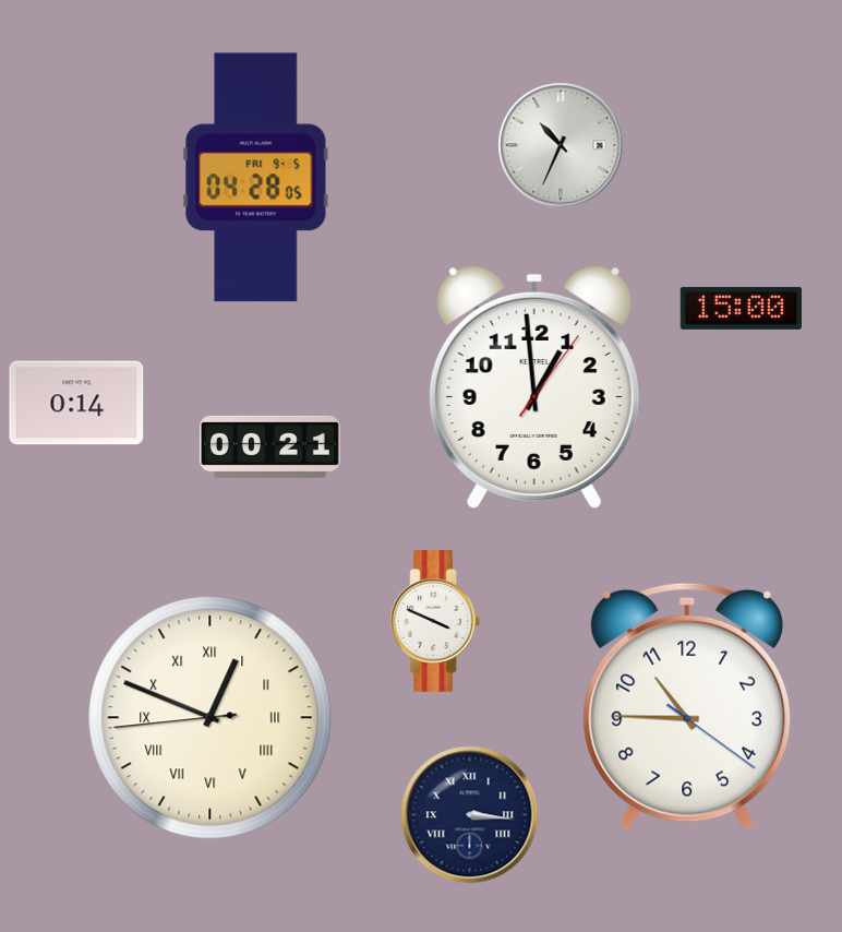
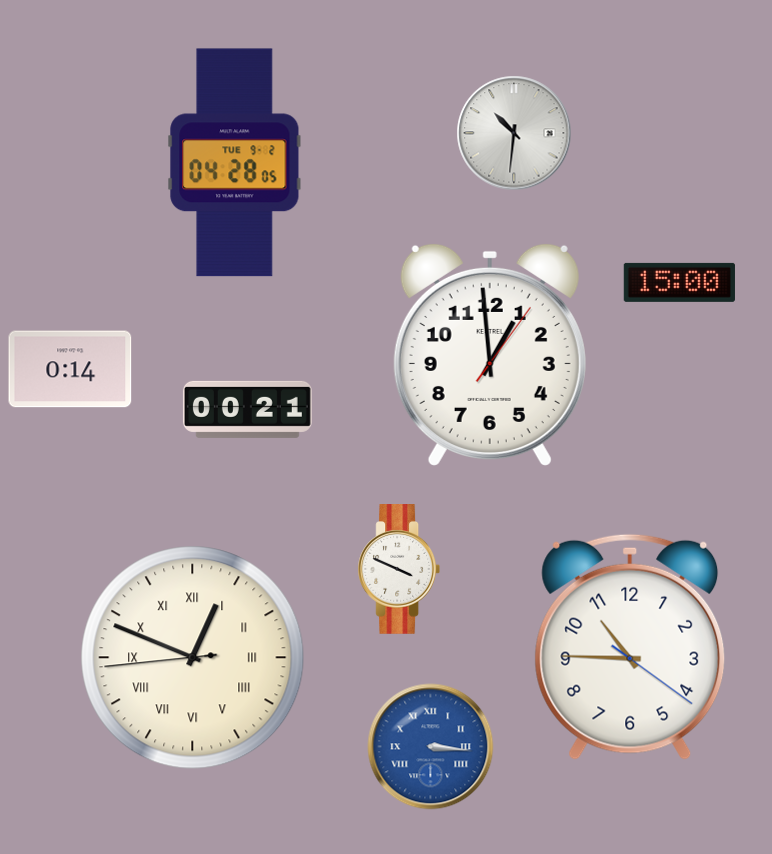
clock at (561, 145): 10:34 -> 10:31
clock at (256, 178) date: FRI 9-5 -> TUE 9-2
clock at (470, 815) dial: navy -> blue
